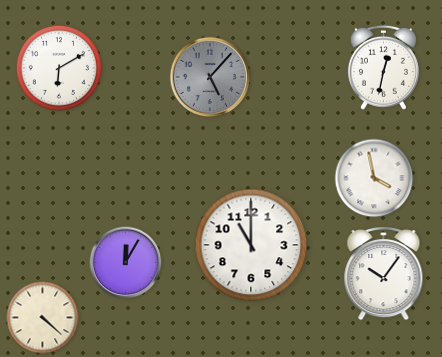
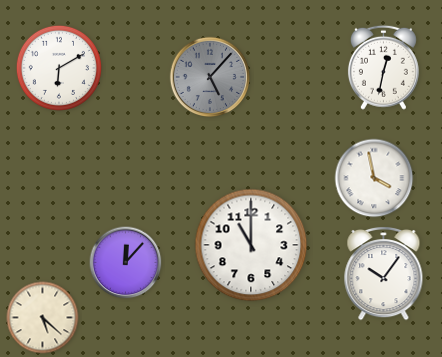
clock at (126, 263): 12:05 -> 12:07
clock at (43, 318): 4:22 -> 5:22
